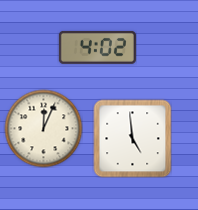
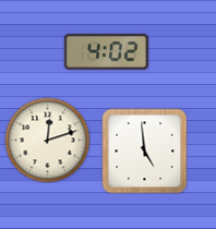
clock at (43, 128): 12:04 -> 12:12
